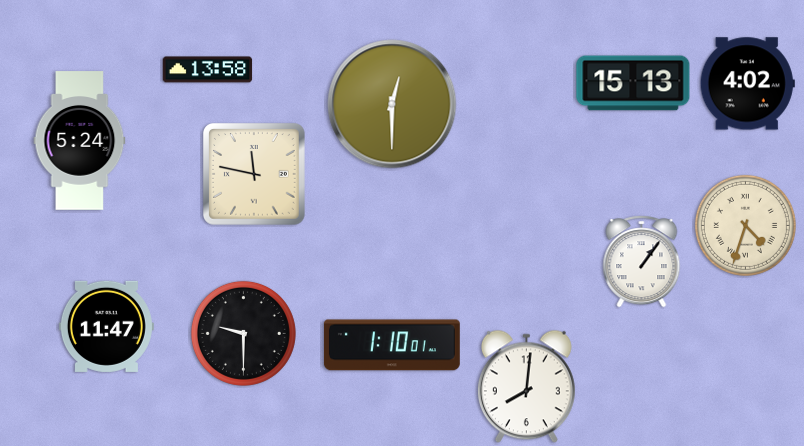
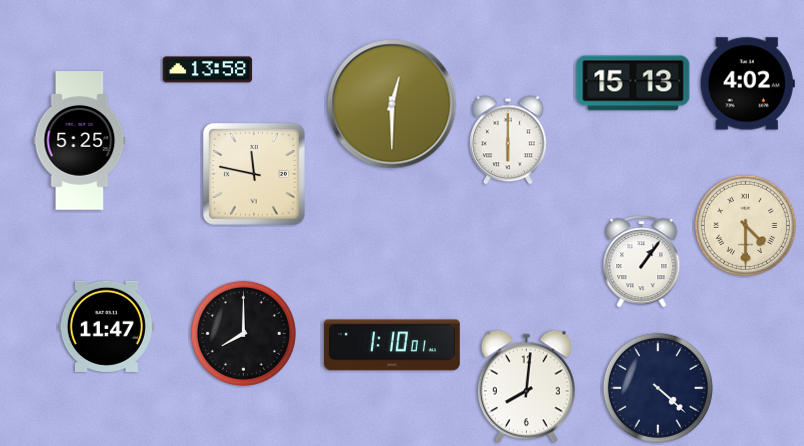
clock at (509, 140): none -> 6:00
clock at (80, 141): 5:24 -> 5:25
clock at (745, 225): 4:33 -> 4:30
clock at (243, 333): 9:30 -> 8:00
clock at (658, 388): none -> 4:22
